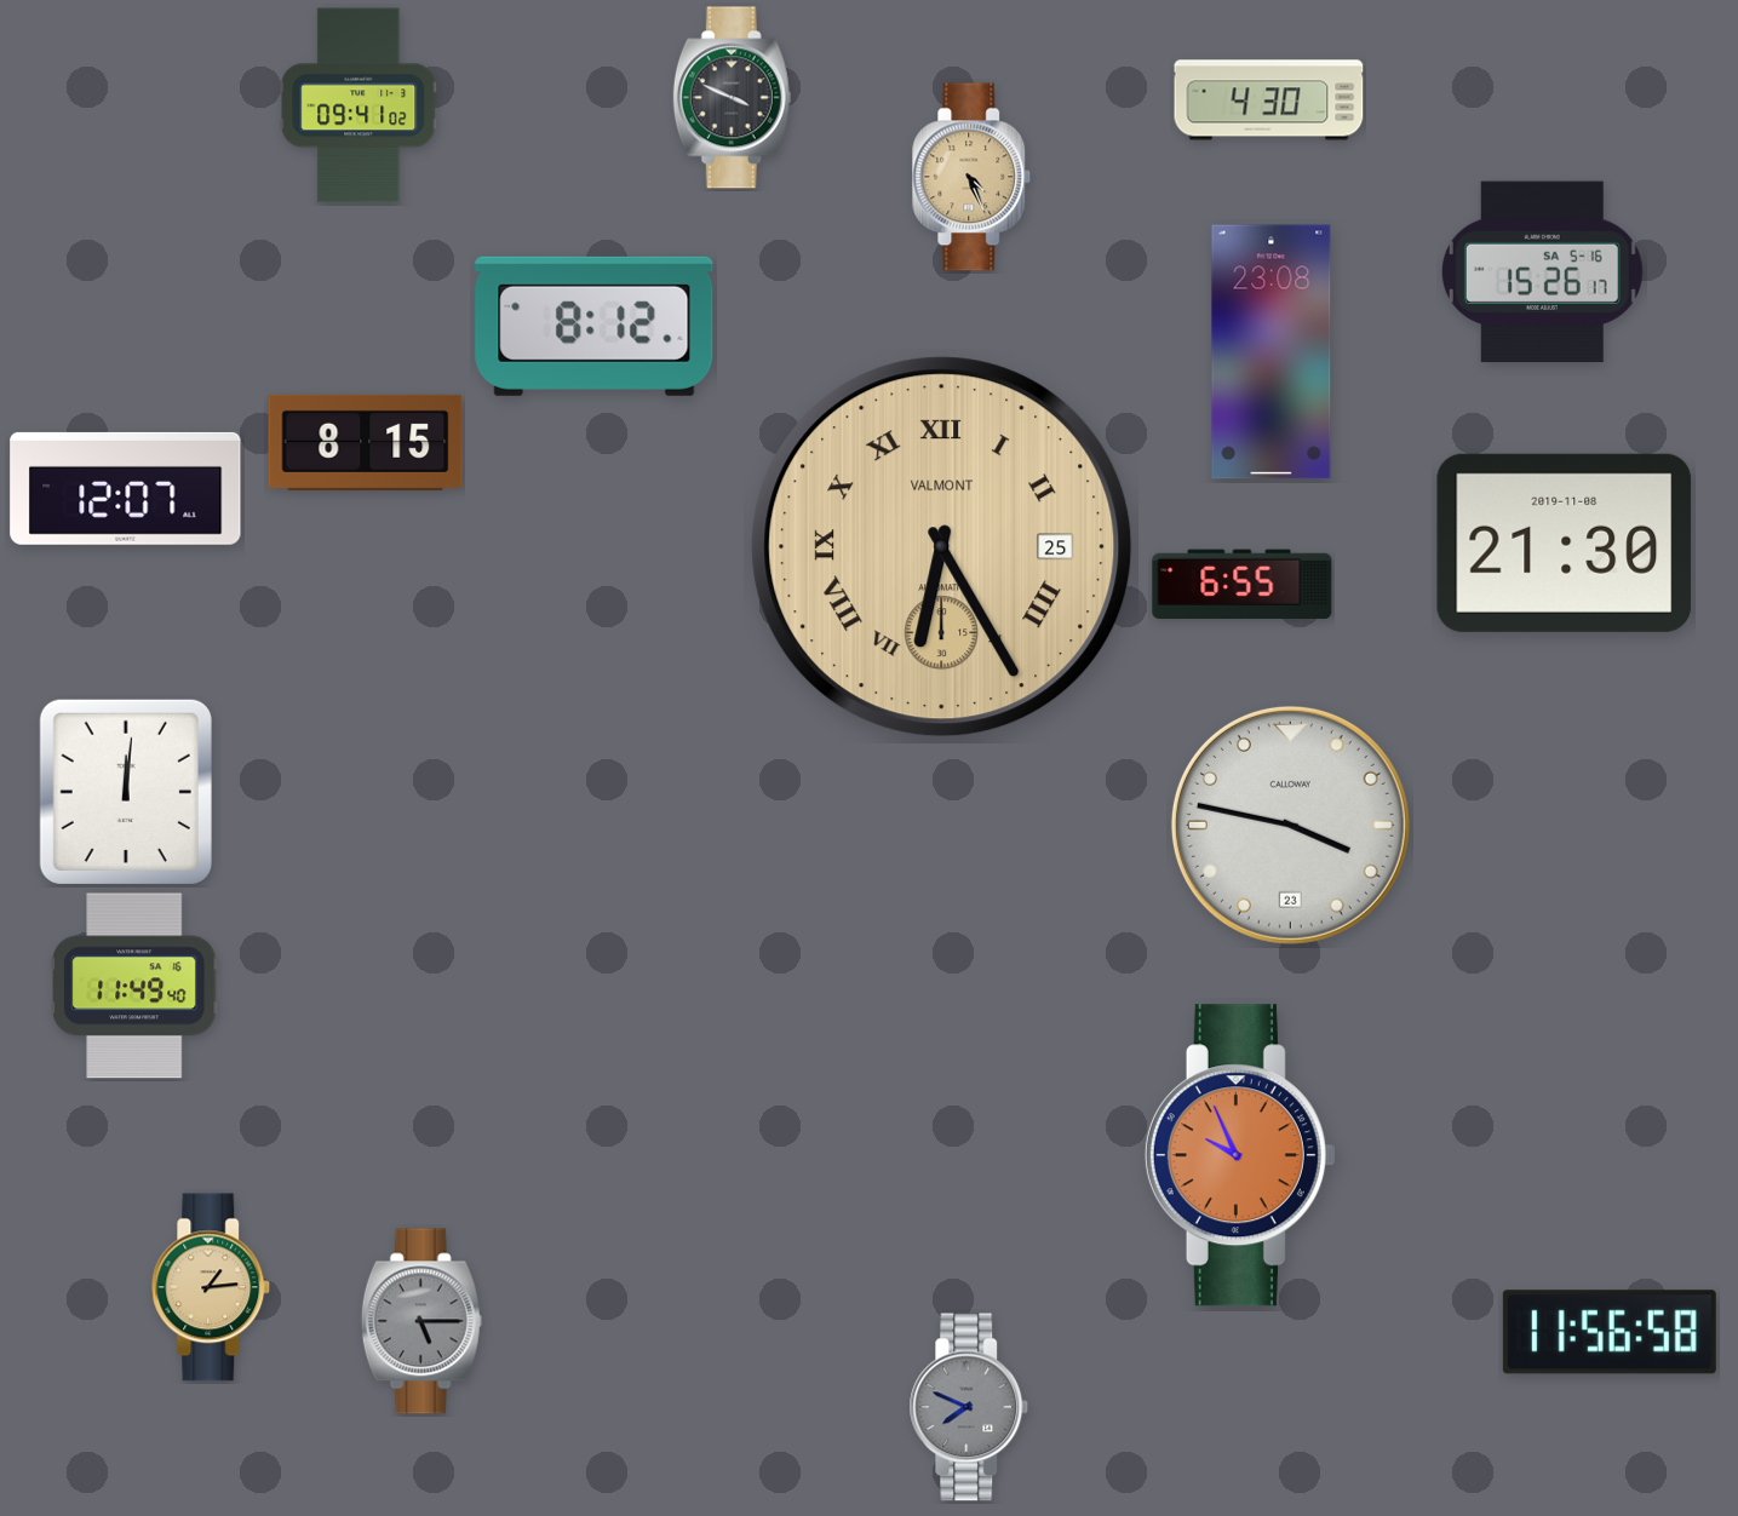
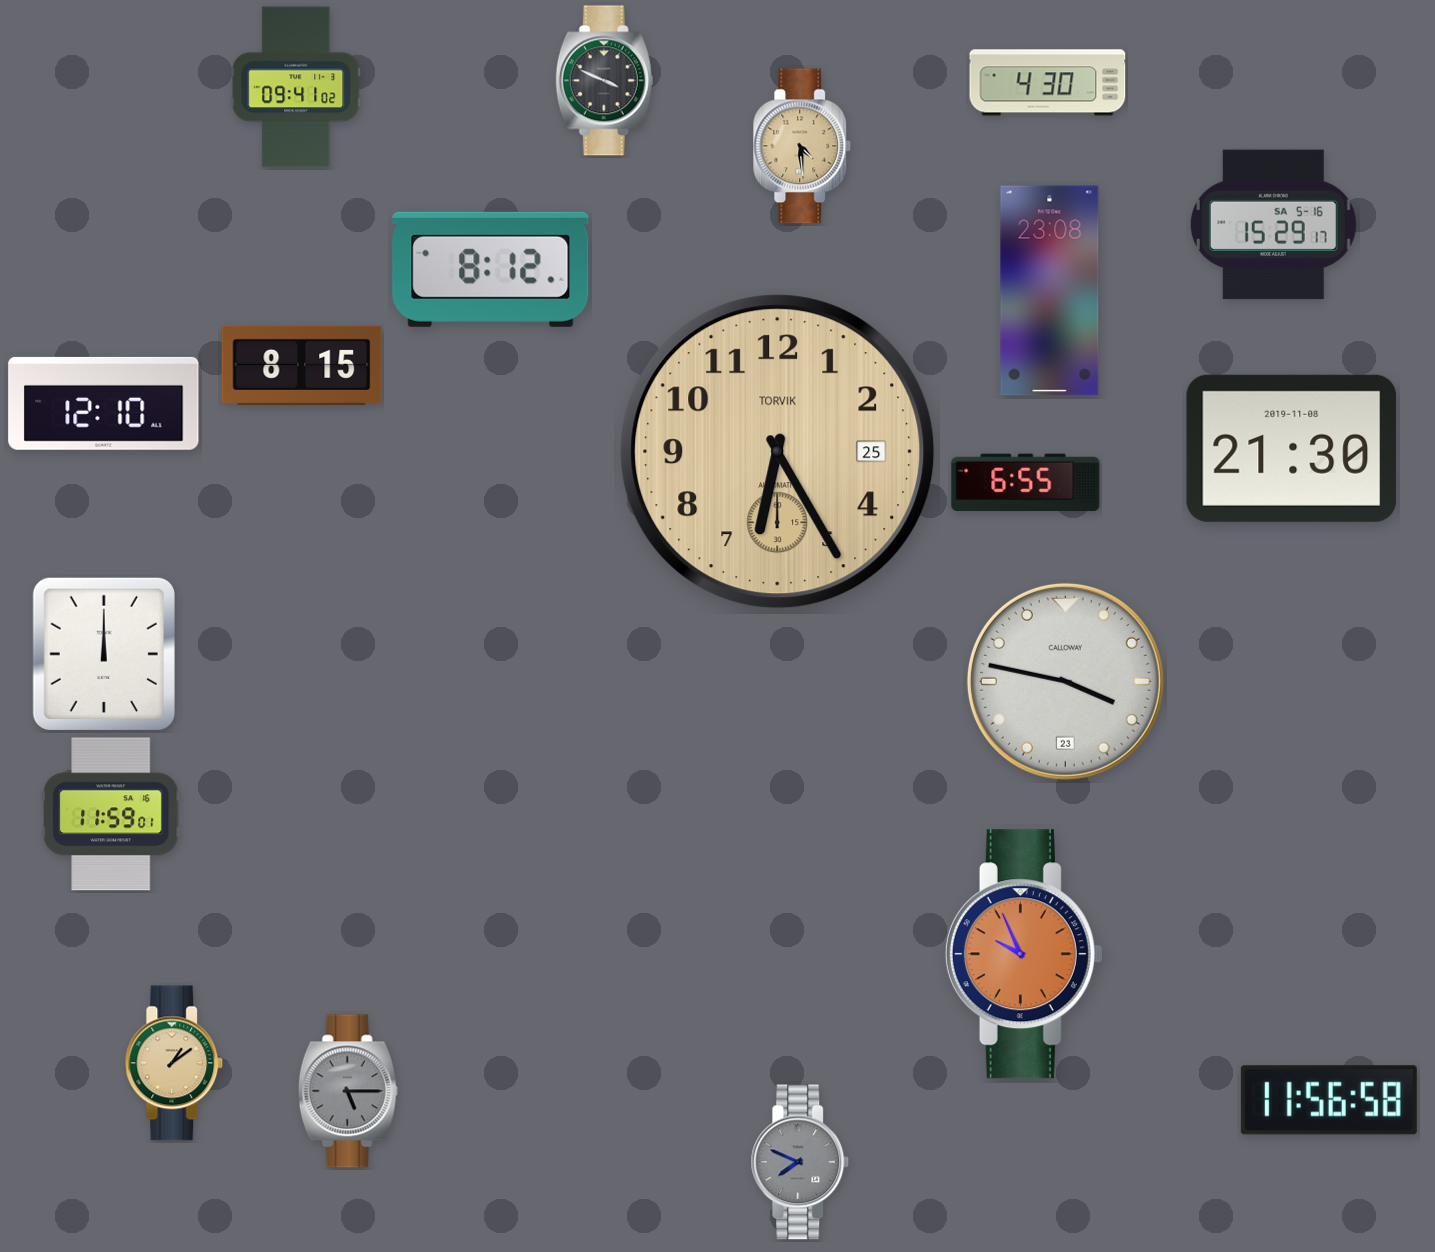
clock at (971, 177): 4:26 -> 4:29
clock at (1542, 272): 15:26 -> 15:29
clock at (126, 488): 12:07 -> 12:10
clock at (942, 547) numerals: Roman -> Arabic
clock at (942, 547) brand: VALMONT -> TORVIK
clock at (126, 792): 12:01 -> 12:00
clock at (136, 986): 11:49 -> 11:59
clock at (211, 1287): 1:14 -> 1:09
